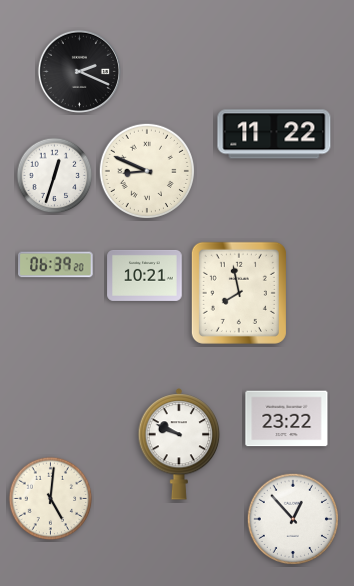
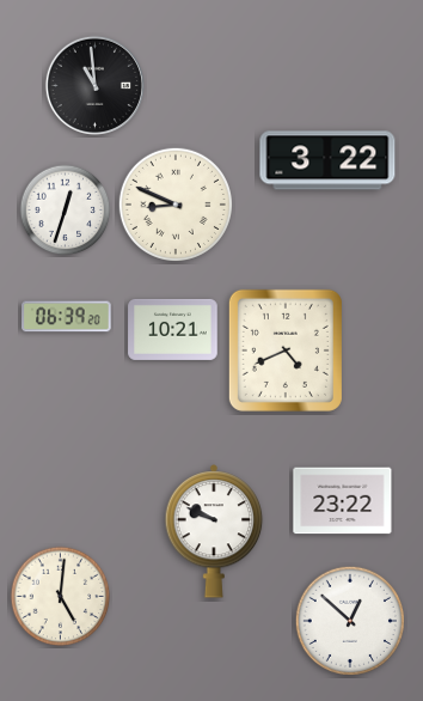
clock at (79, 71): 2:19 -> 10:59
clock at (274, 134): 11:22 -> 3:22
clock at (239, 293): 7:58 -> 4:41
clock at (292, 518): 12:53 -> 12:52
